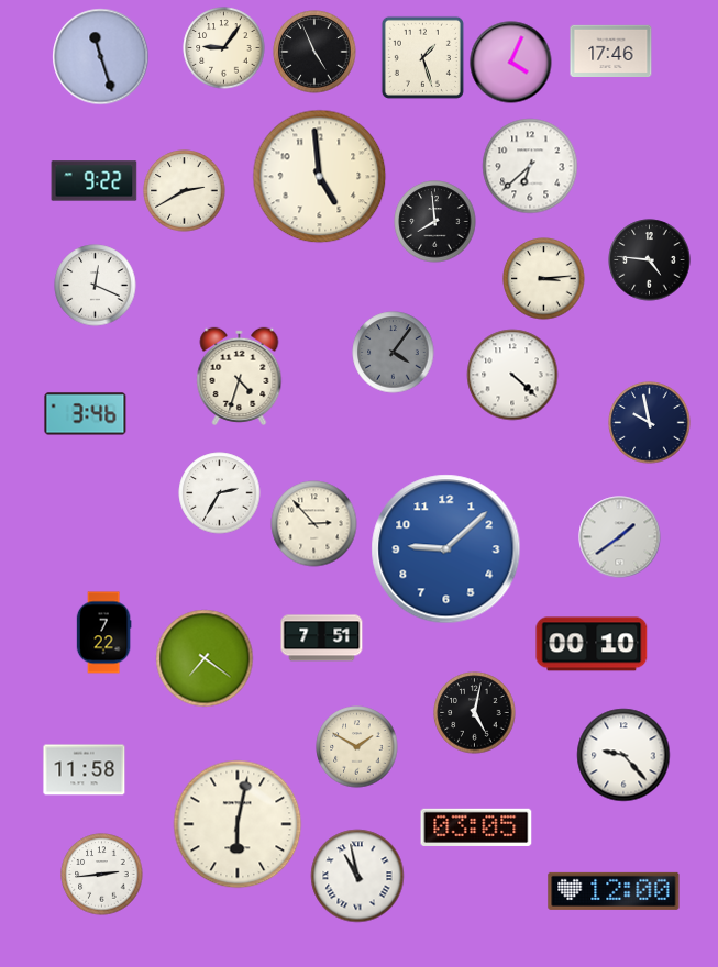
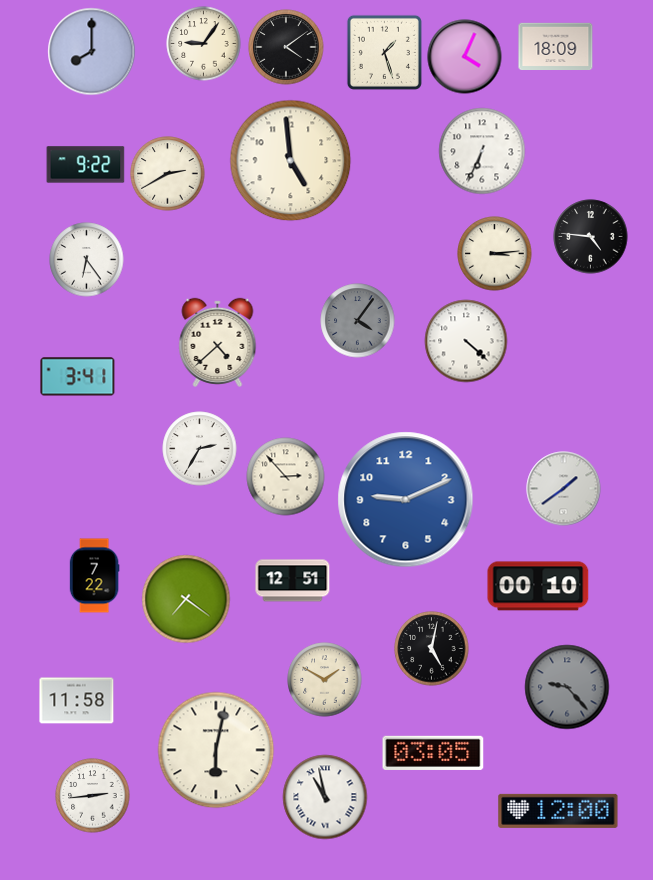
clock at (611, 51): 17:46 -> 18:09
clock at (314, 52): 4:56 -> 4:09
clock at (101, 57): 11:27 -> 8:00
clock at (530, 166): 6:38 -> 6:34
clock at (435, 222): 7:59 -> none
clock at (96, 286): 12:19 -> 6:24
clock at (240, 376): 4:33 -> 4:38
clock at (86, 414): 3:46 -> 3:41
clock at (650, 423): 9:58 -> none
clock at (446, 549): 9:08 -> 9:11
clock at (322, 638): 7:51 -> 12:51
clock at (623, 755) dial: white -> grey
